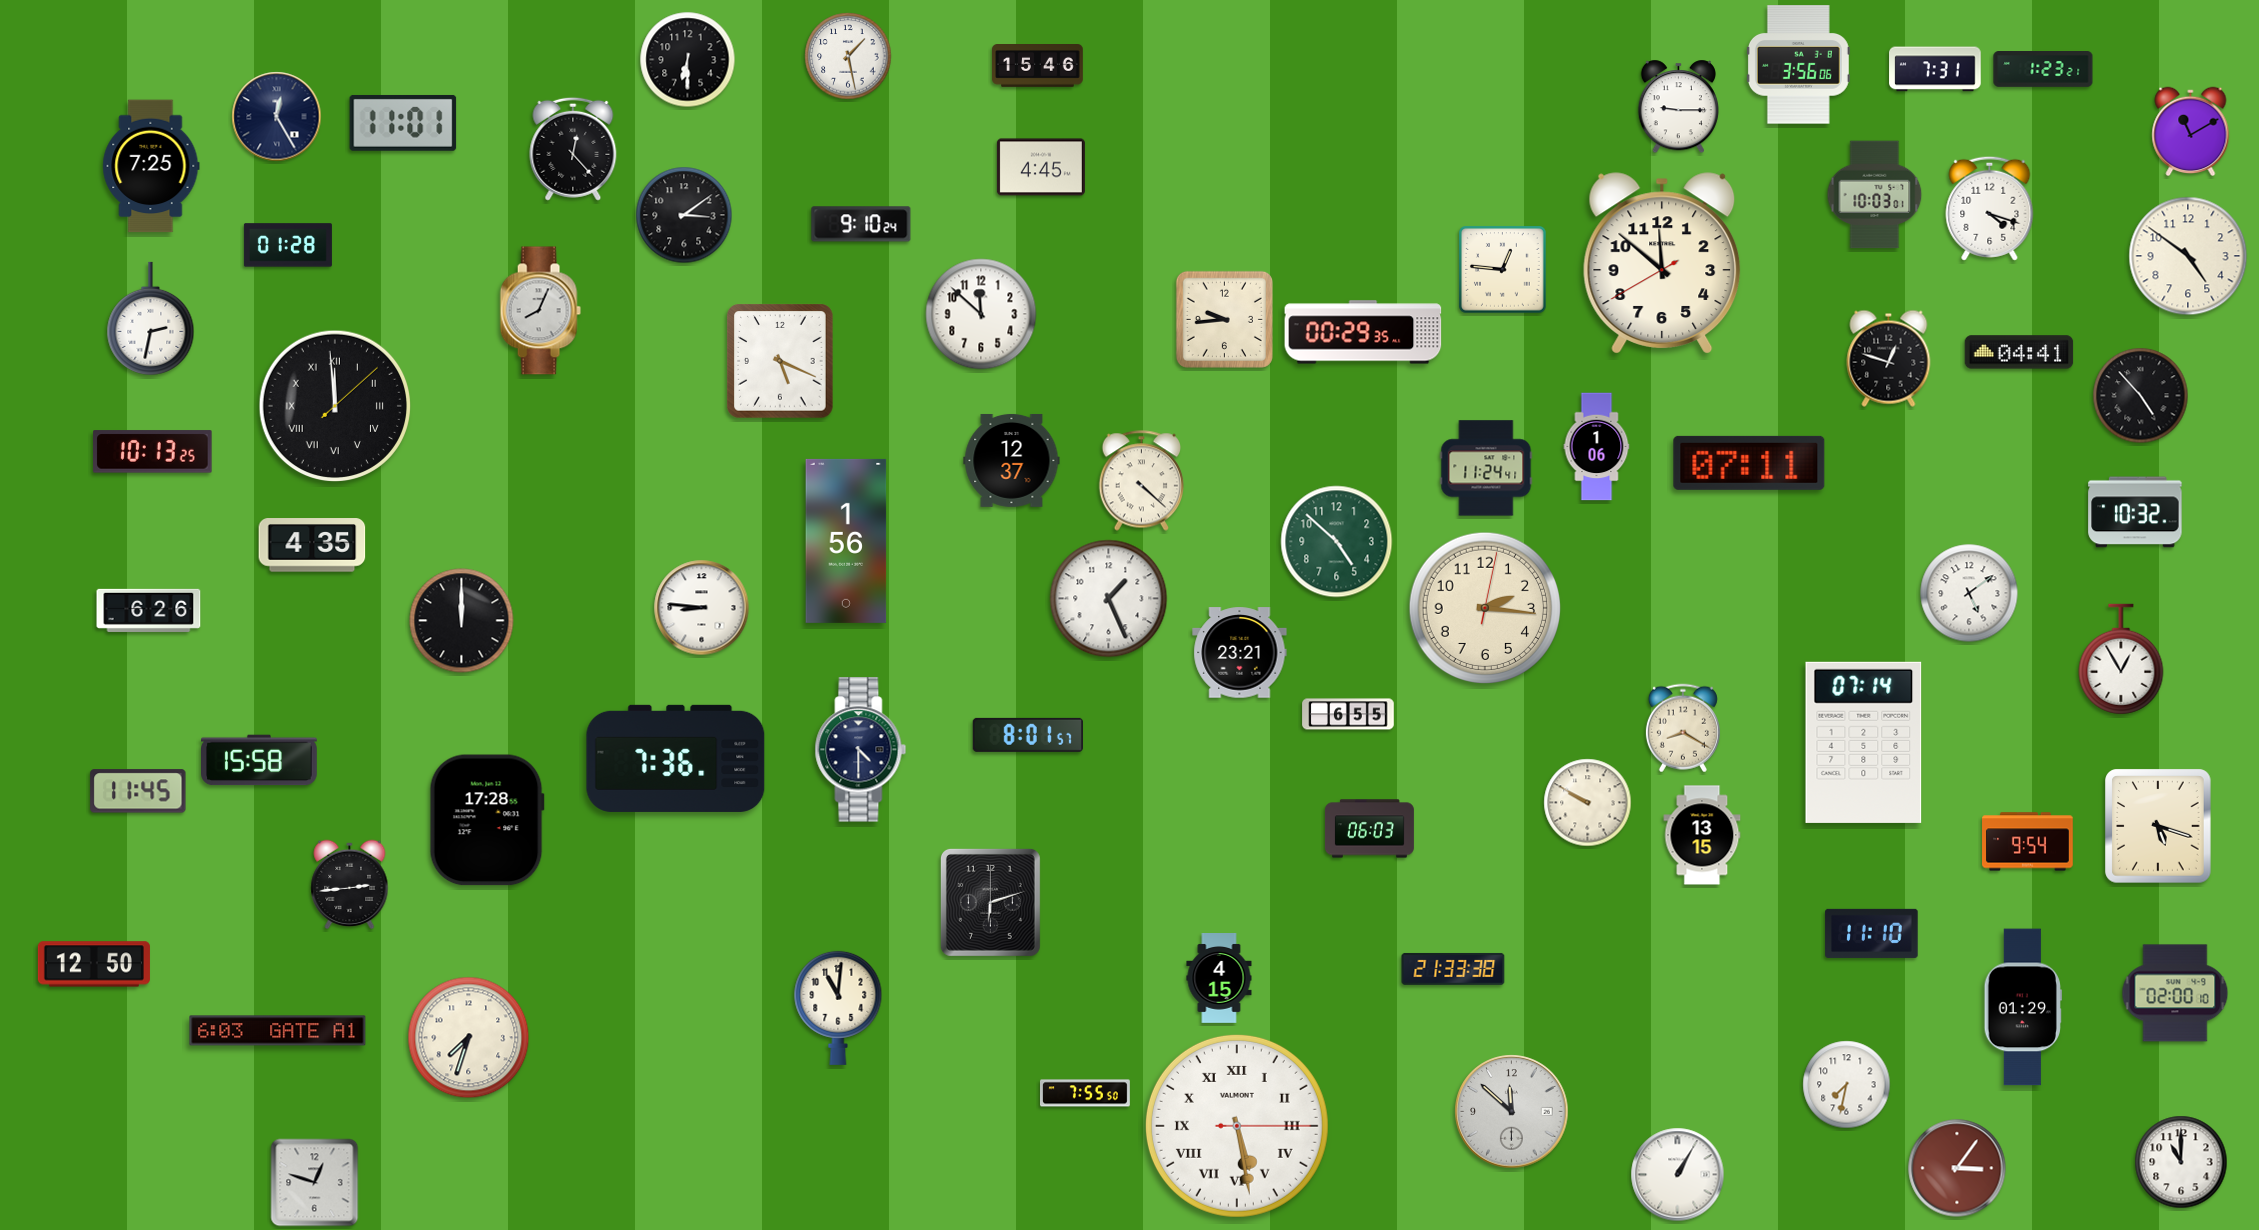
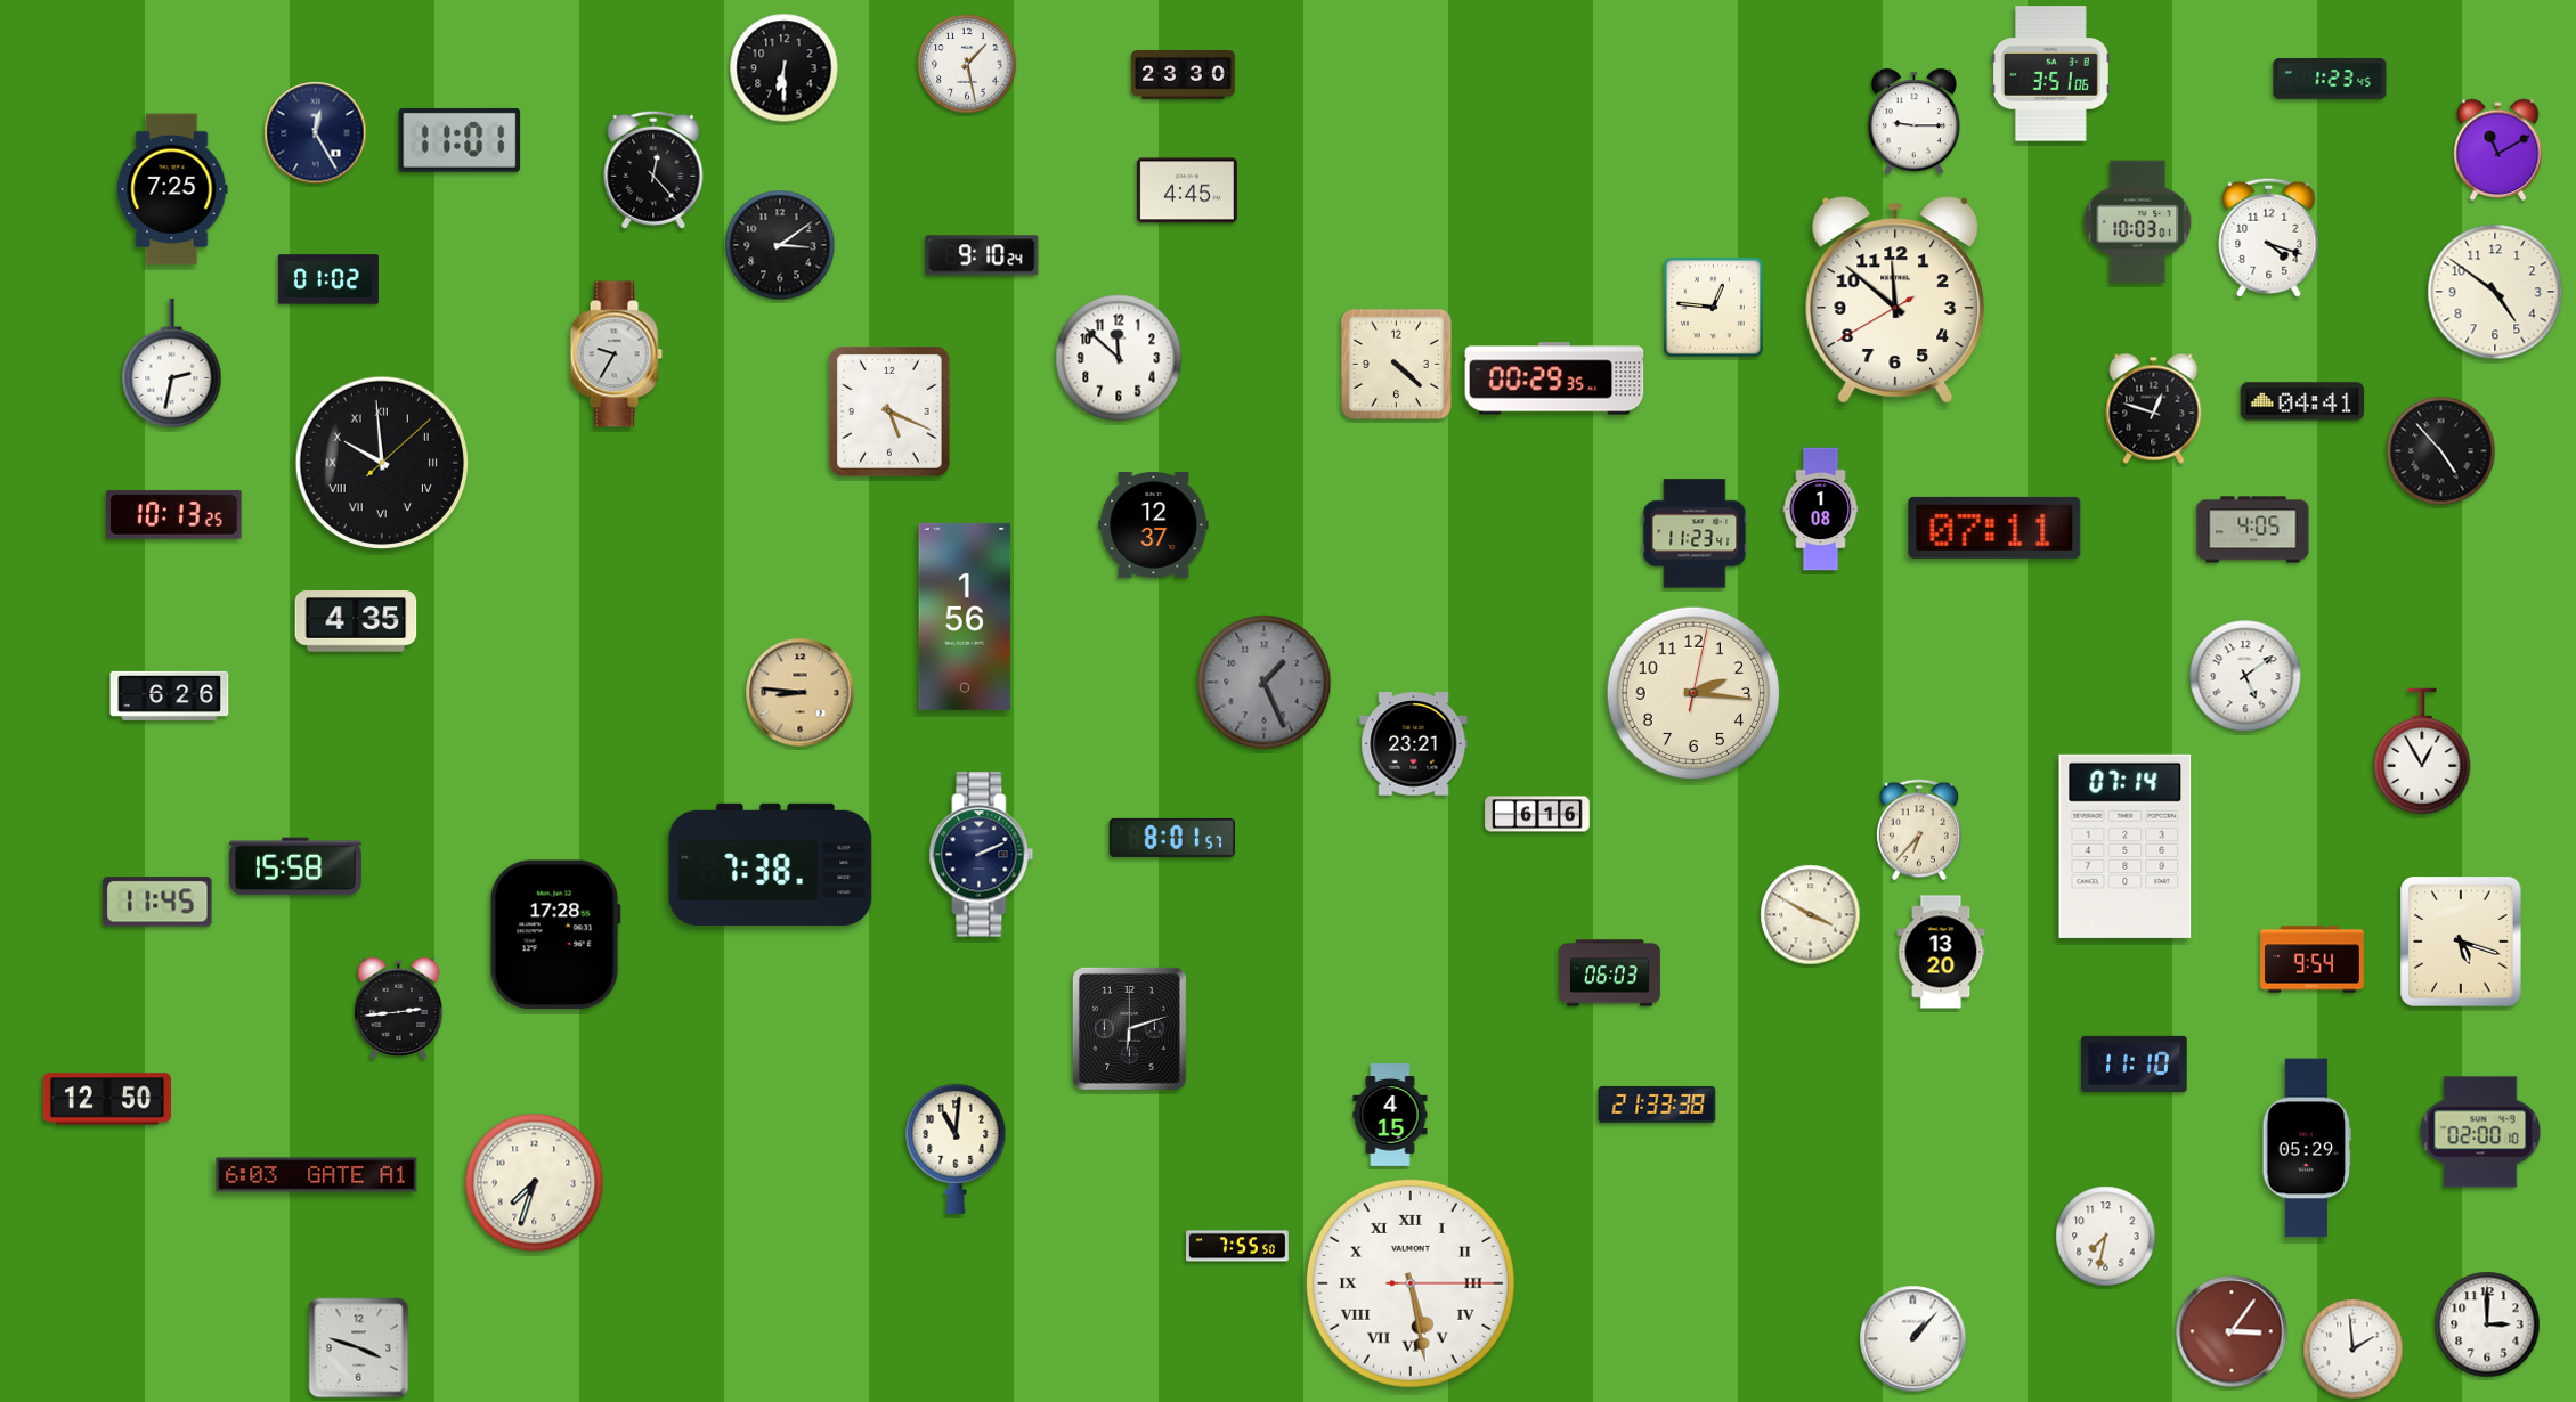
clock at (1798, 65): 3:56 -> 3:51
clock at (1038, 66): 15:46 -> 23:30
clock at (1935, 69): 7:31 -> none
clock at (2043, 70): 1:23:21 -> 1:23:45
clock at (288, 245): 01:28 -> 01:02
clock at (540, 311): 8:04 -> 9:35
clock at (1224, 319): 9:44 -> 4:22
clock at (335, 406): 11:59 -> 9:59
clock at (1597, 447): 1:06 -> 1:08
clock at (2253, 530): none -> 4:05
clock at (1486, 468): 11:24 -> 11:23
clock at (1141, 481): 4:22 -> none
clock at (2135, 512): 10:32 -> none
clock at (1337, 542): 4:52 -> none
clock at (1109, 599) dial: white -> grey
clock at (702, 608) dial: white -> champagne
clock at (462, 621): 12:00 -> none
clock at (2121, 659) position: (2121, 659) -> (2422, 751)
clock at (1348, 714): 6:55 -> 6:16
clock at (1683, 728): 8:20 -> 6:37
clock at (861, 750): 4:30 -> 2:11
clock at (676, 758): 7:36 -> 7:38
clock at (1588, 803): 9:50 -> 3:50
clock at (1369, 829) position: (1369, 829) -> (1609, 973)
clock at (1702, 835): 13:15 -> 13:20
clock at (2023, 1007): 01:29 -> 05:29
clock at (1512, 1112): 11:52 -> none
clock at (2181, 1162): 11:00 -> 3:00
clock at (1678, 1175): 1:05 -> 1:07
clock at (315, 1183): 12:48 -> 3:48
clock at (2354, 1350): none -> 1:59
